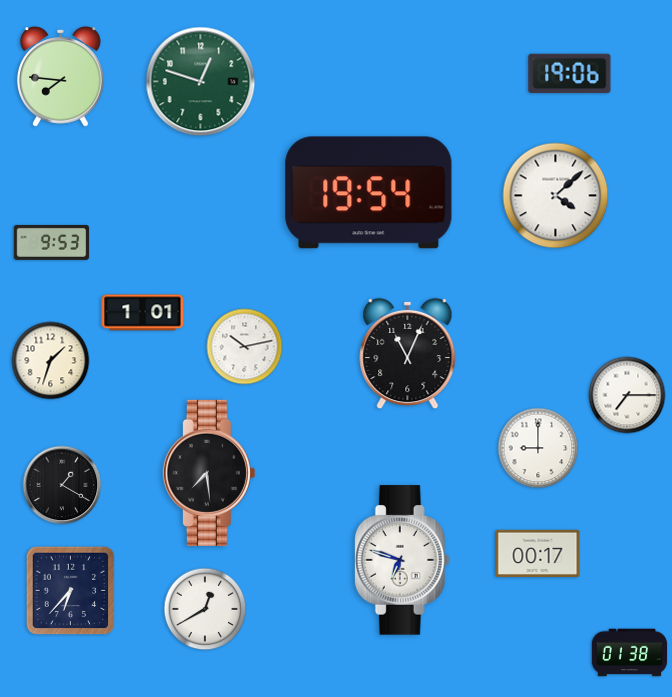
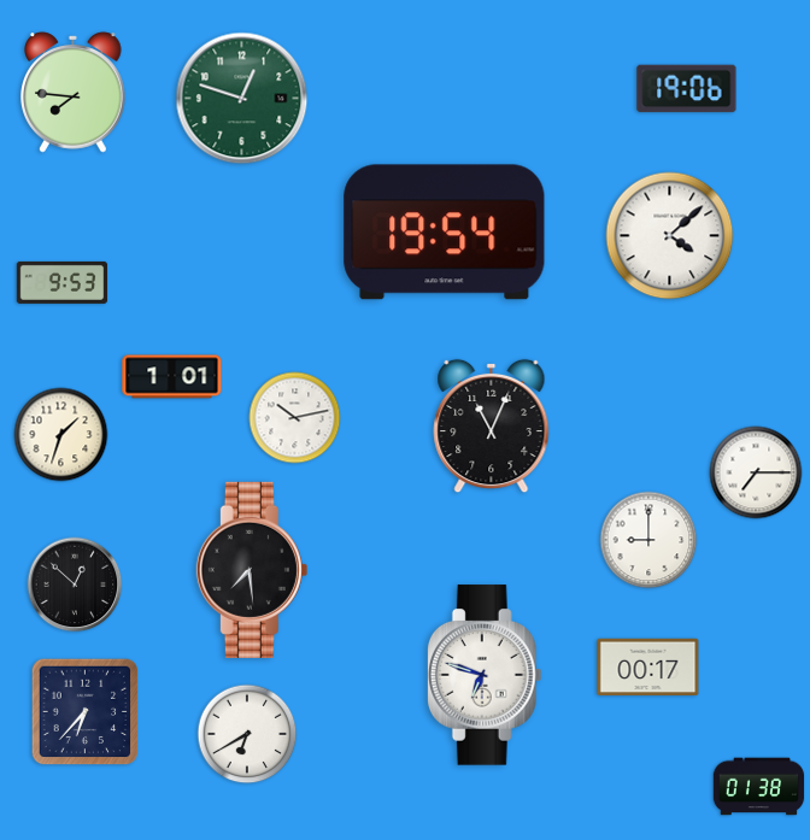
clock at (52, 242) position: (52, 242) -> (63, 282)
clock at (627, 395) position: (627, 395) -> (756, 472)
clock at (62, 485): 1:20 -> 12:52
clock at (205, 609): 12:40 -> 6:40
